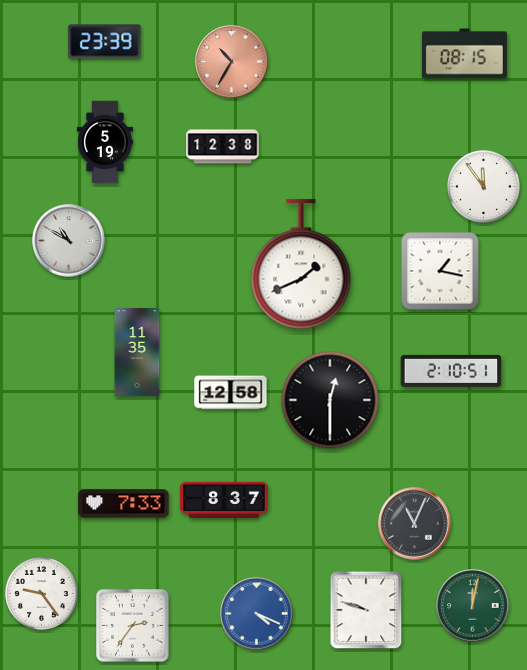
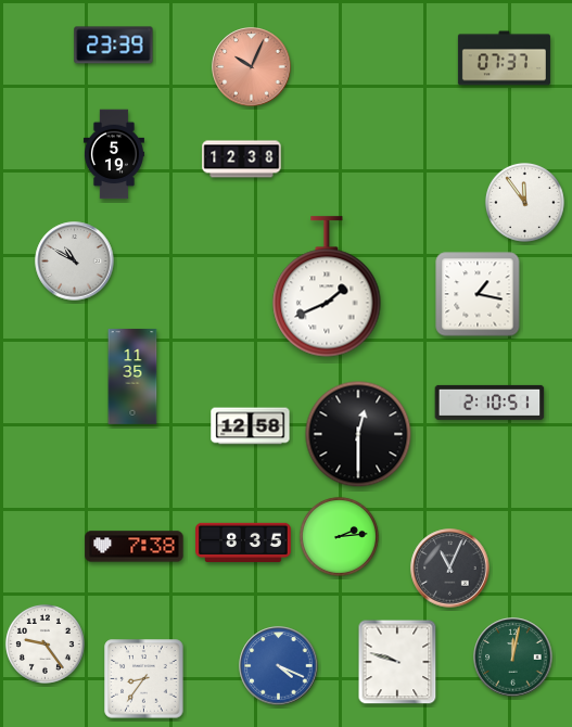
clock at (464, 54): 08:15 -> 07:37
clock at (232, 62): 10:35 -> 10:04
clock at (137, 352) position: (137, 352) -> (132, 377)
clock at (339, 536): none -> 2:14
clock at (224, 499): 8:37 -> 8:35
clock at (124, 504): 7:33 -> 7:38
clock at (133, 626): 2:36 -> 8:36
